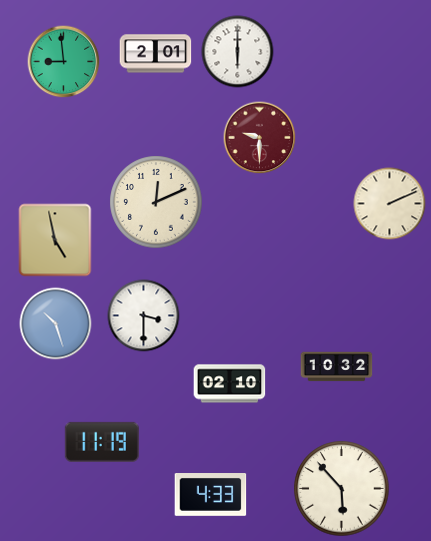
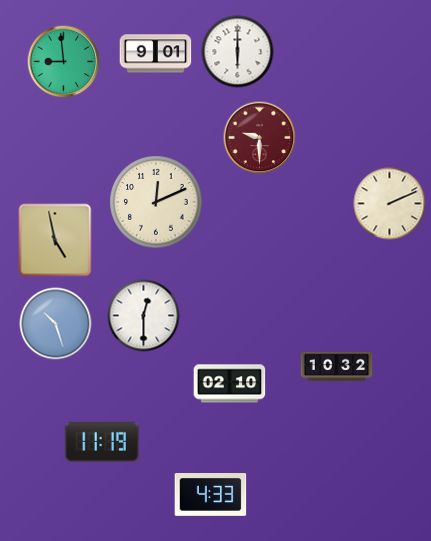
clock at (156, 54): 2:01 -> 9:01
clock at (144, 316): 3:30 -> 12:30
clock at (342, 489): 5:53 -> none
